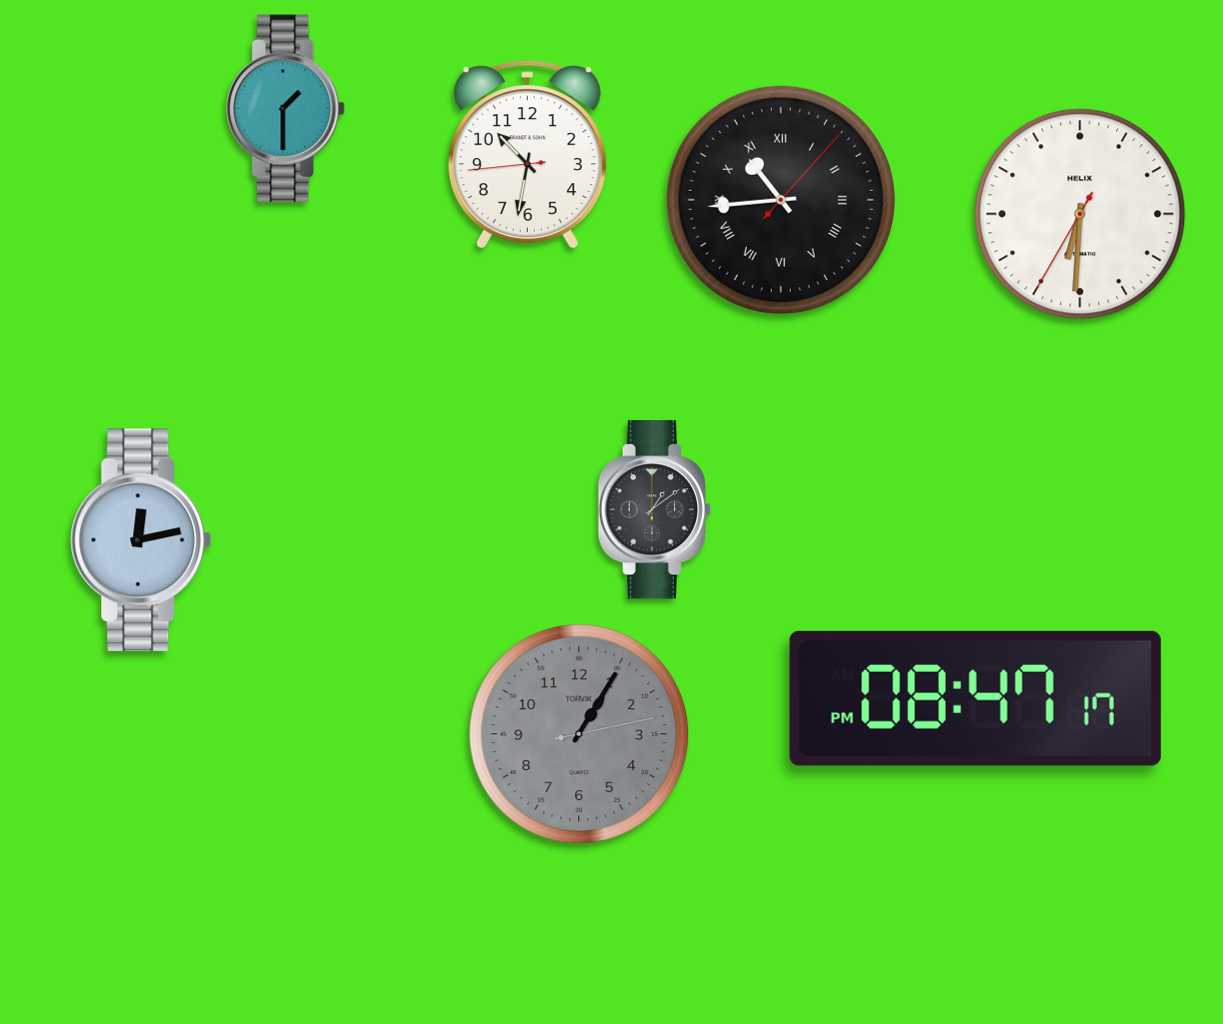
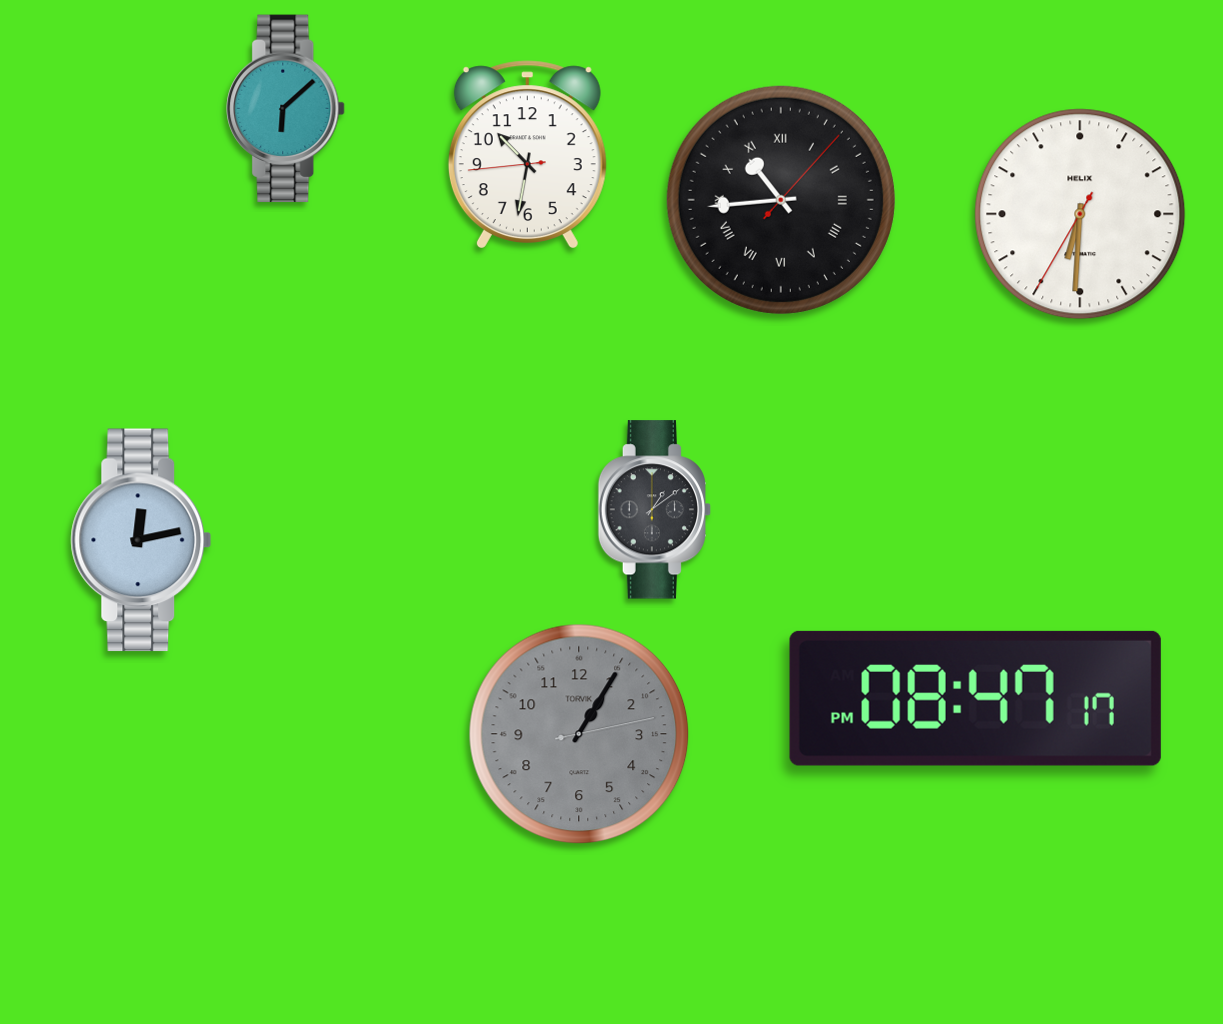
clock at (286, 109): 1:30 -> 6:08
